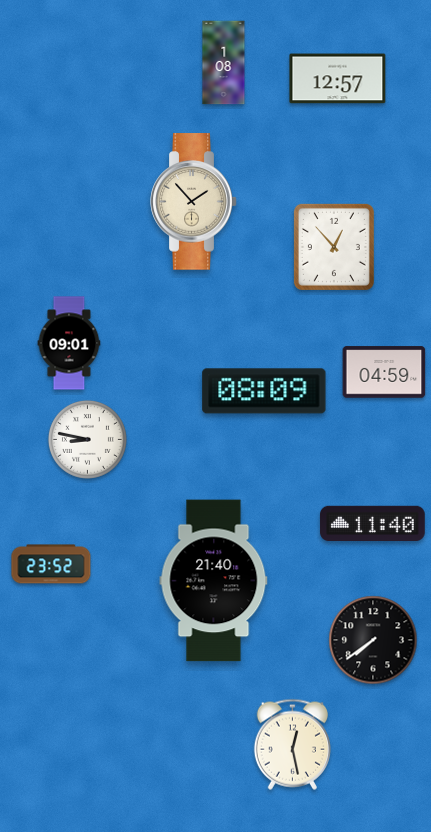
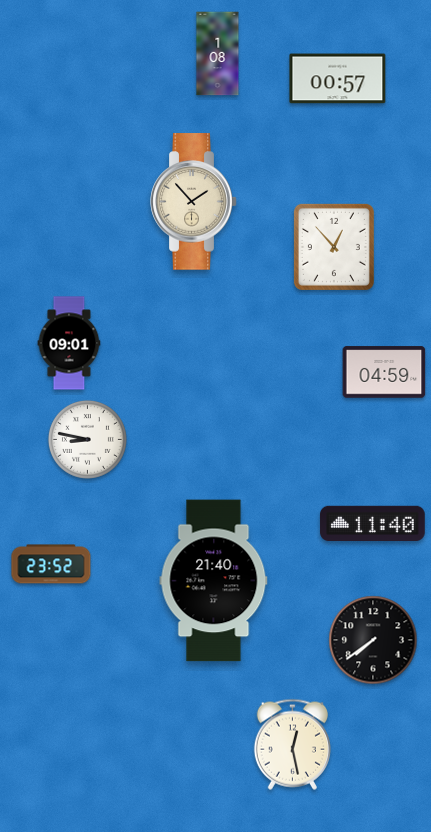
clock at (224, 63) position: (224, 63) -> (218, 54)
clock at (338, 79): 12:57 -> 00:57
clock at (264, 391): 08:09 -> none
